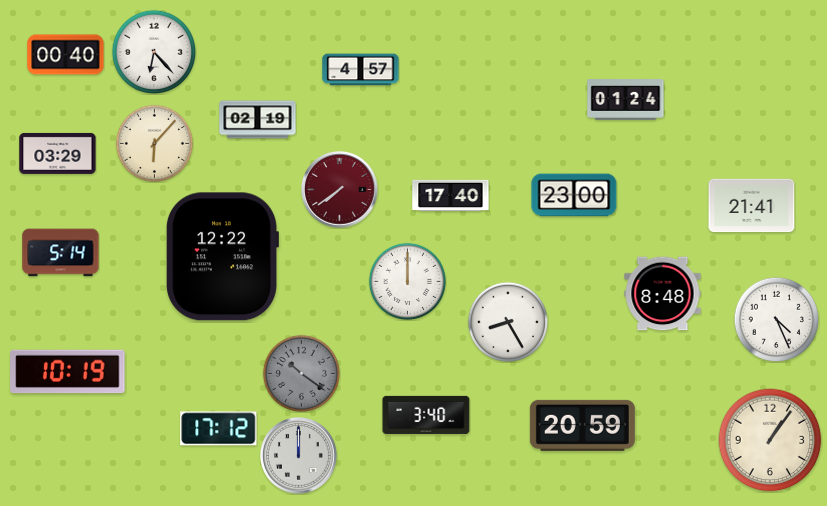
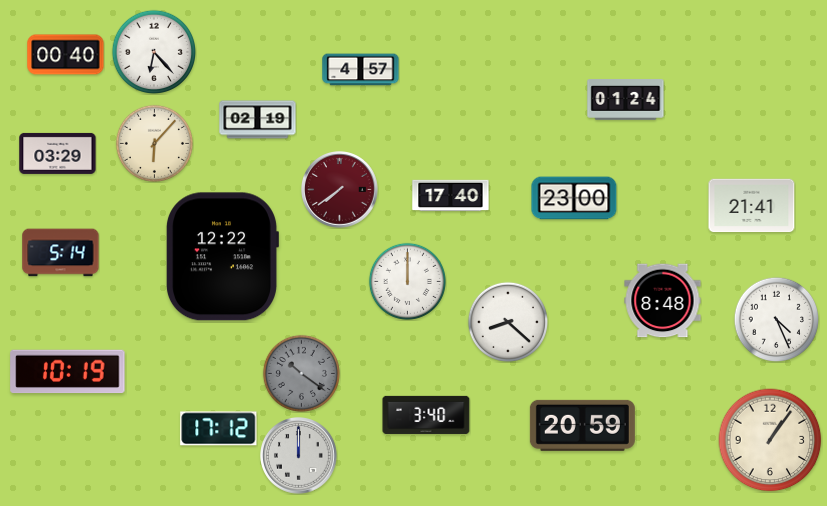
clock at (574, 195) position: (574, 195) -> (574, 198)
clock at (663, 294) position: (663, 294) -> (663, 301)
clock at (507, 321): 8:25 -> 8:22
